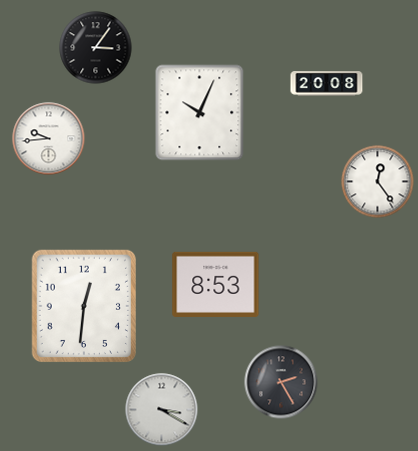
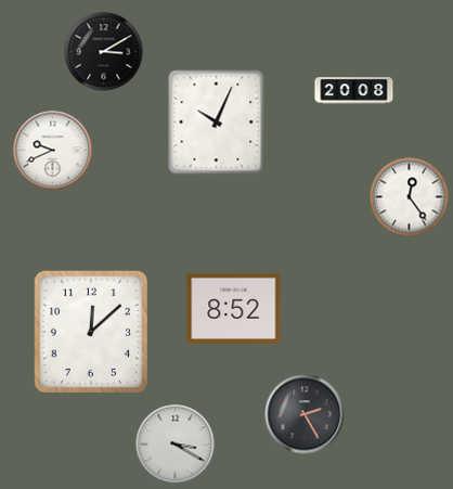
clock at (96, 48): 3:06 -> 3:10
clock at (49, 139): 9:44 -> 9:41
clock at (216, 284): 8:53 -> 8:52
clock at (83, 306): 12:31 -> 12:08
